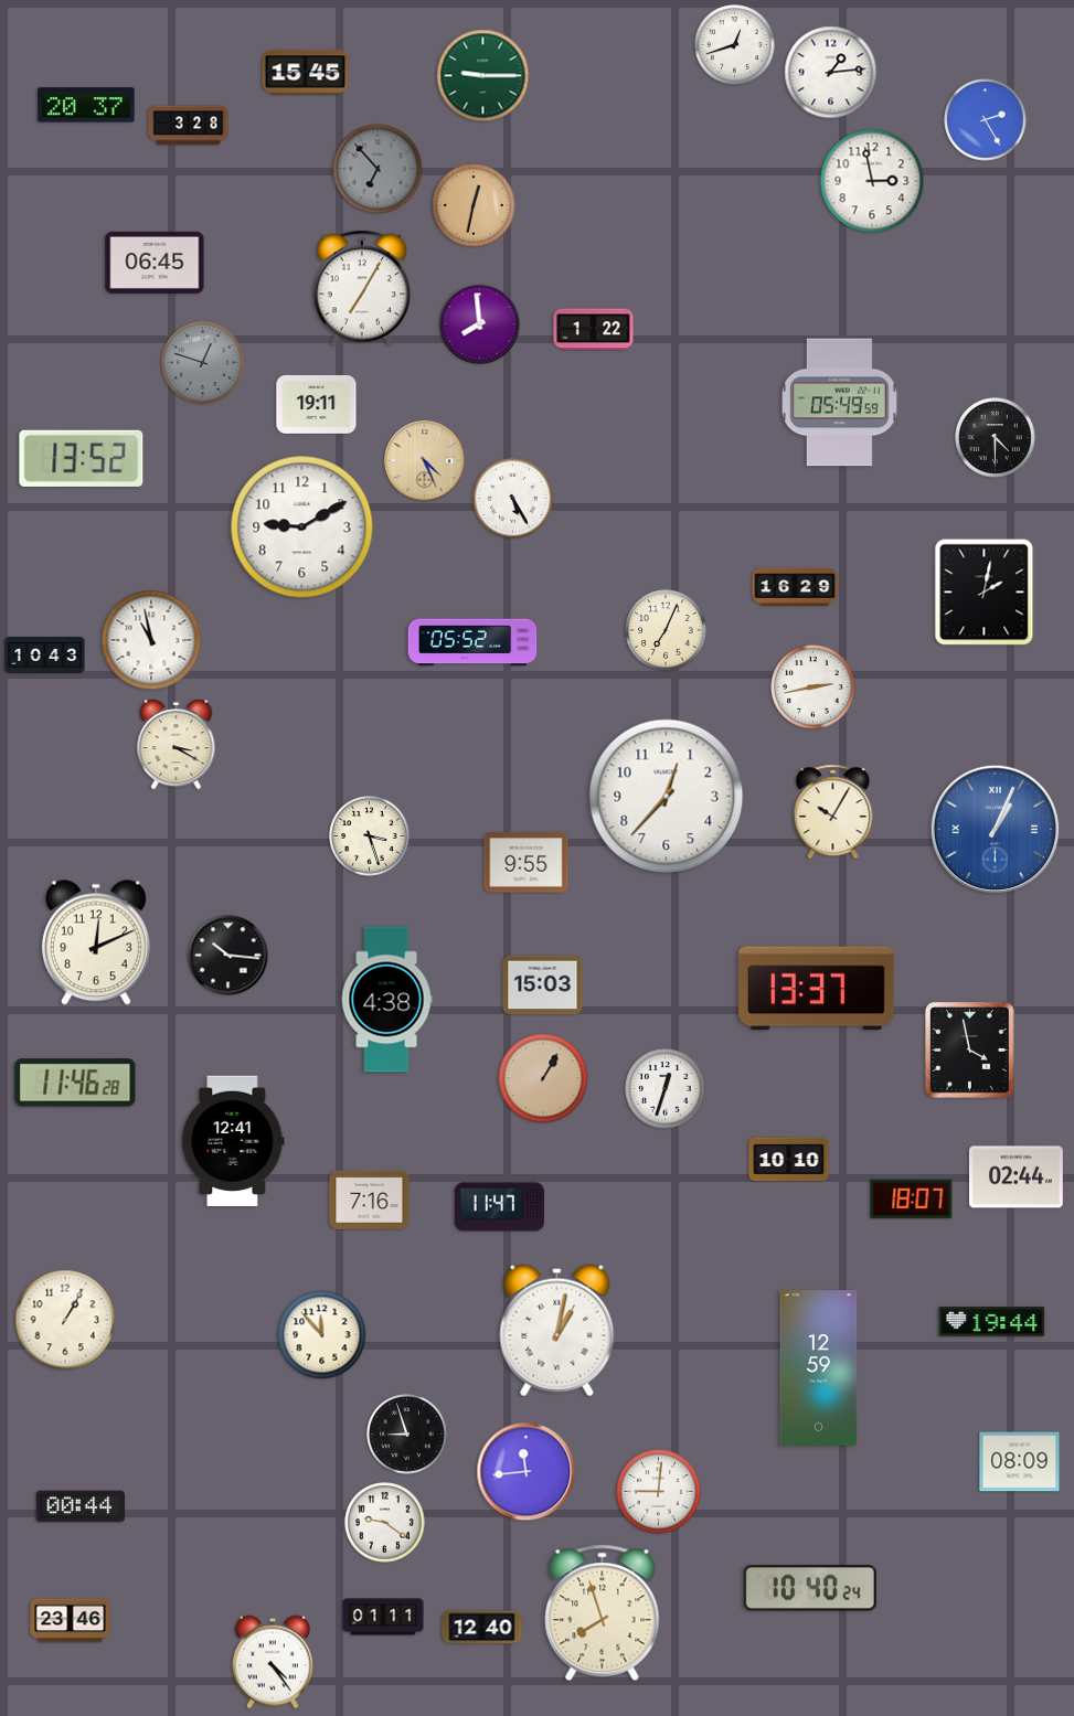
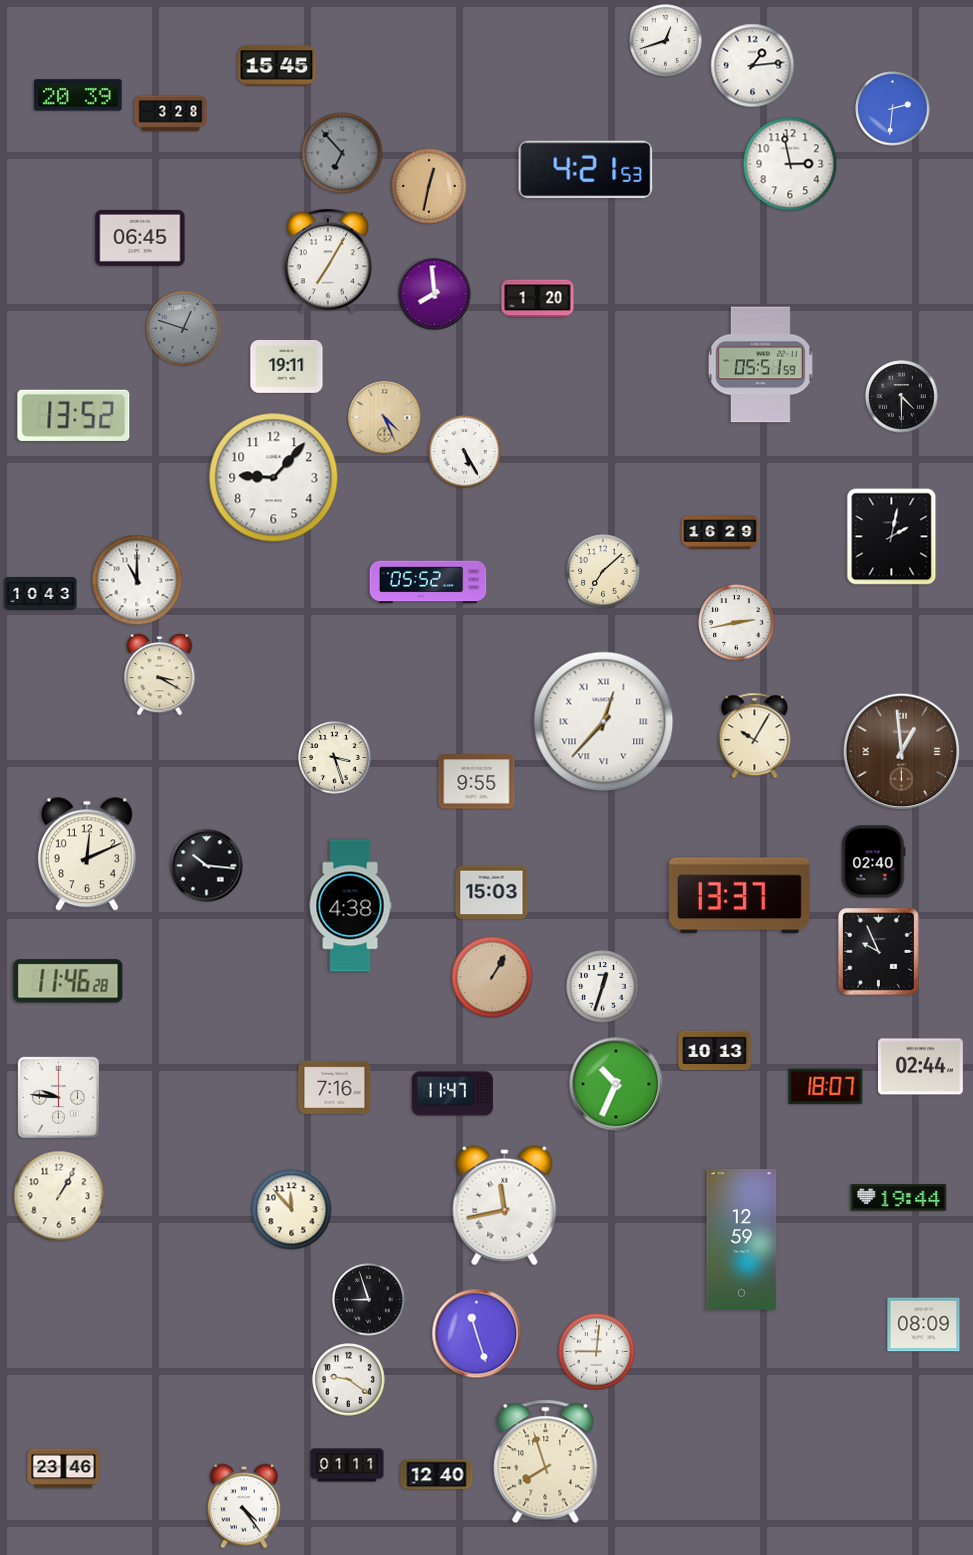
clock at (483, 76): 9:15 -> none
clock at (86, 105): 20:37 -> 20:39
clock at (986, 120): 2:25 -> 2:31
clock at (586, 170): none -> 4:21
clock at (594, 330): 1:22 -> 1:20
clock at (840, 403): 05:49 -> 05:51
clock at (302, 527): 9:10 -> 9:07
clock at (666, 630): 7:04 -> 7:08
clock at (151, 640): 10:58 -> 11:00
clock at (667, 797) numerals: Arabic -> Roman
clock at (996, 830): 1:04 -> 12:59
clock at (996, 830) dial: blue -> brown
clock at (874, 862): none -> 02:40
clock at (970, 1051): 3:58 -> 9:56
clock at (233, 1140): 12:41 -> none
clock at (789, 1160): 10:10 -> 10:13
clock at (616, 1084): none -> 10:34
clock at (58, 1097): none -> 9:46
clock at (557, 1331): 1:02 -> 11:43
clock at (527, 1472): 11:44 -> 11:27
clock at (81, 1506): 00:44 -> none
clock at (810, 1588): 10:40 -> none
clock at (273, 1662) position: (273, 1662) -> (244, 1506)
